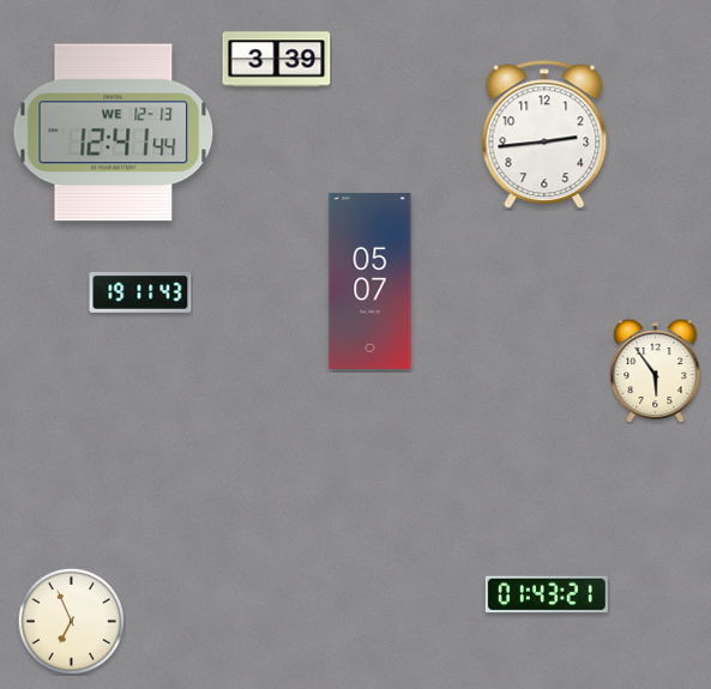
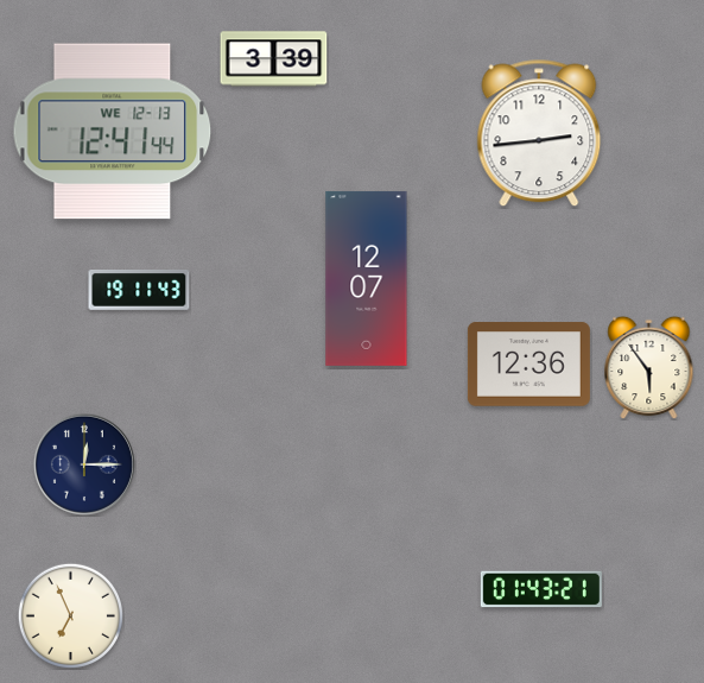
clock at (370, 280): 05:07 -> 12:07
clock at (528, 365): none -> 12:36
clock at (84, 464): none -> 12:15
